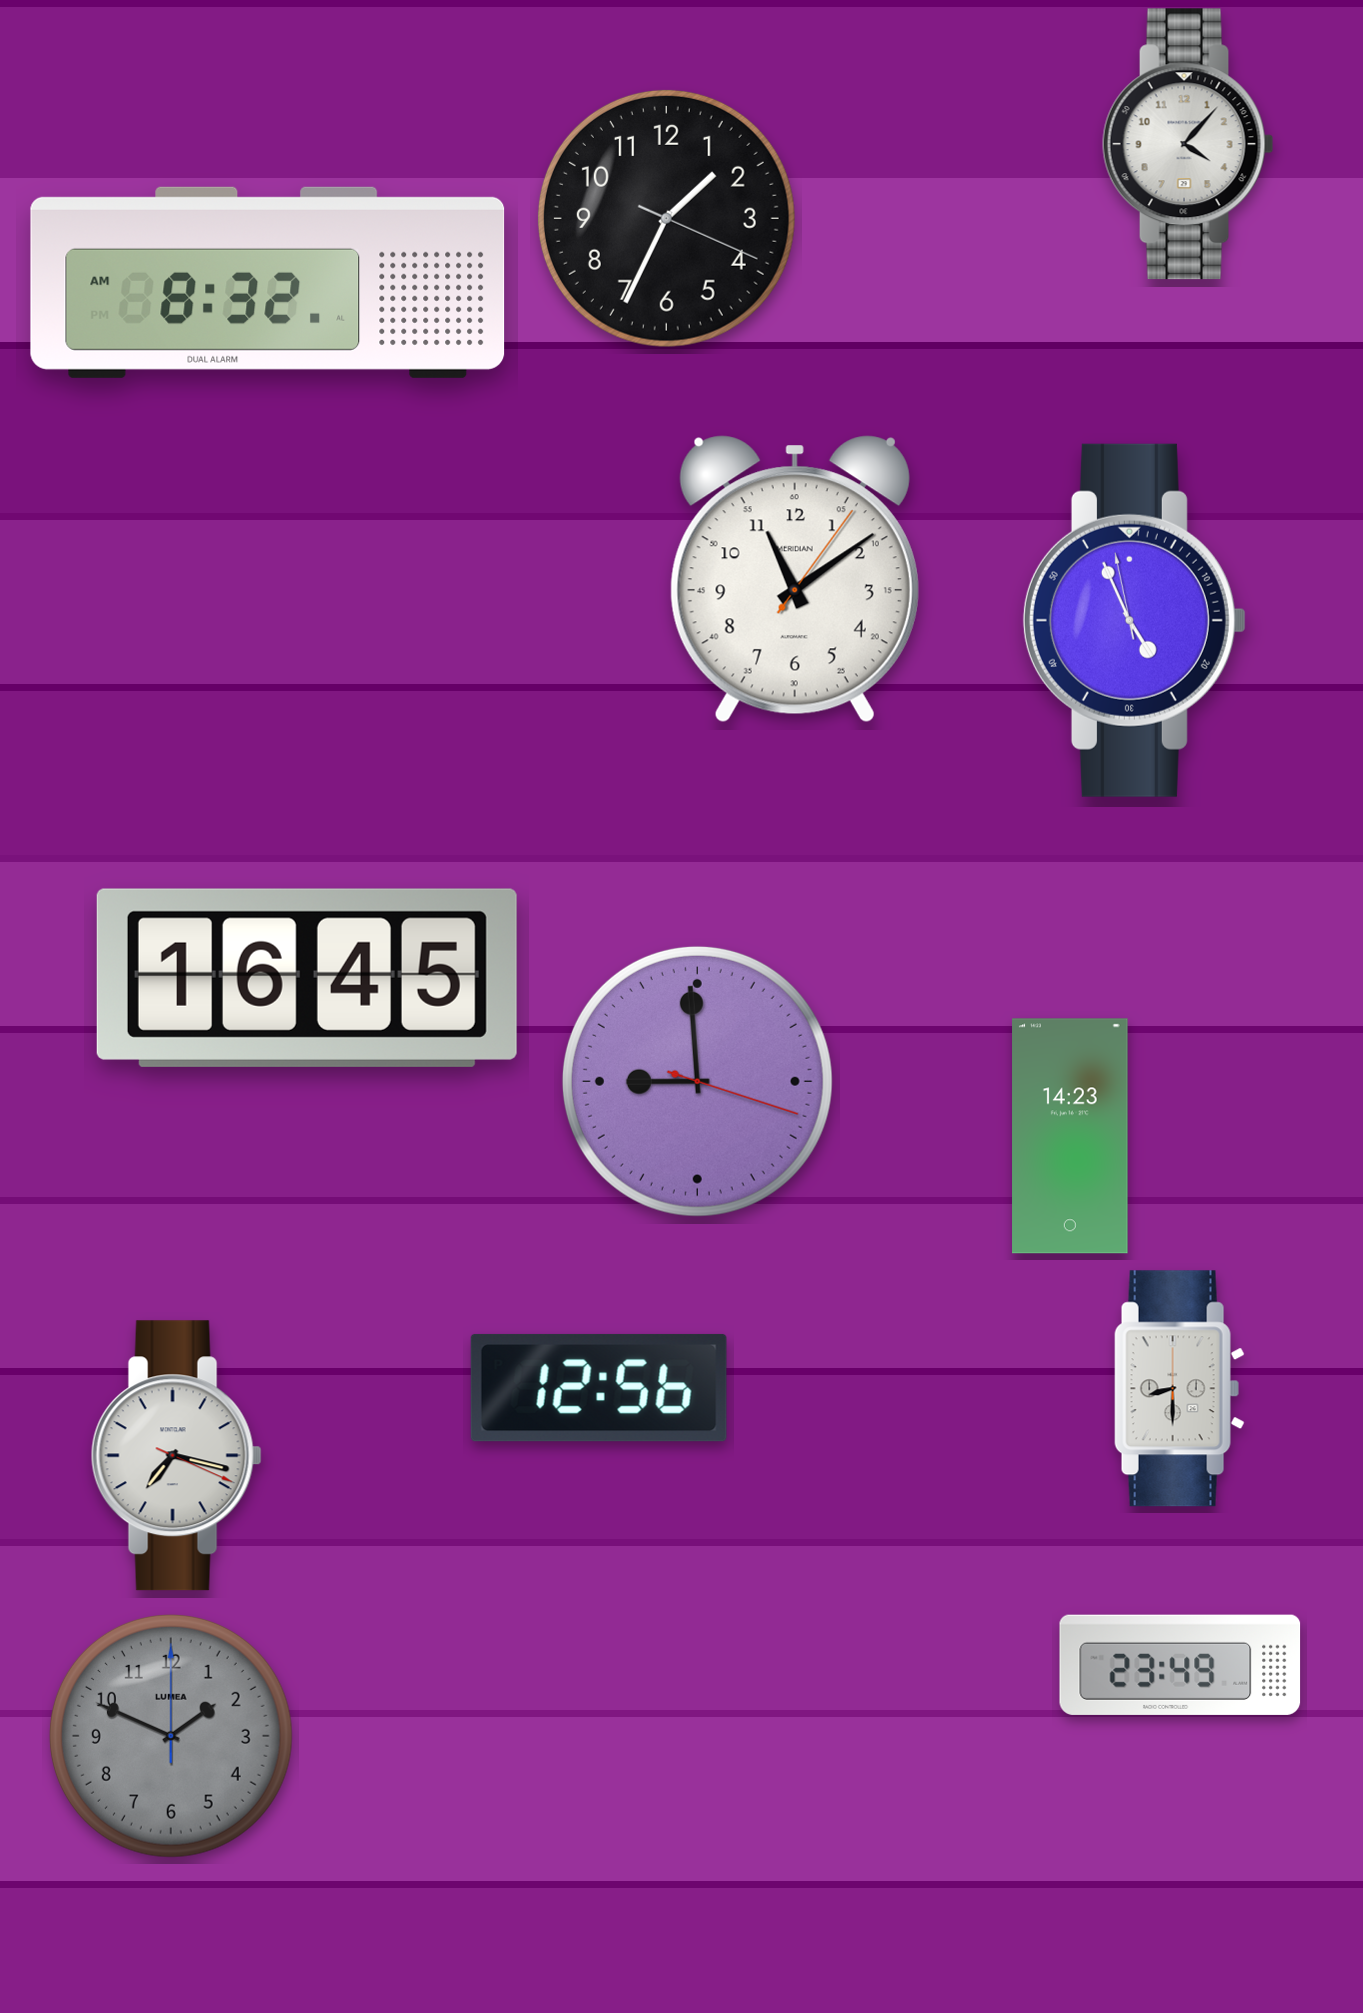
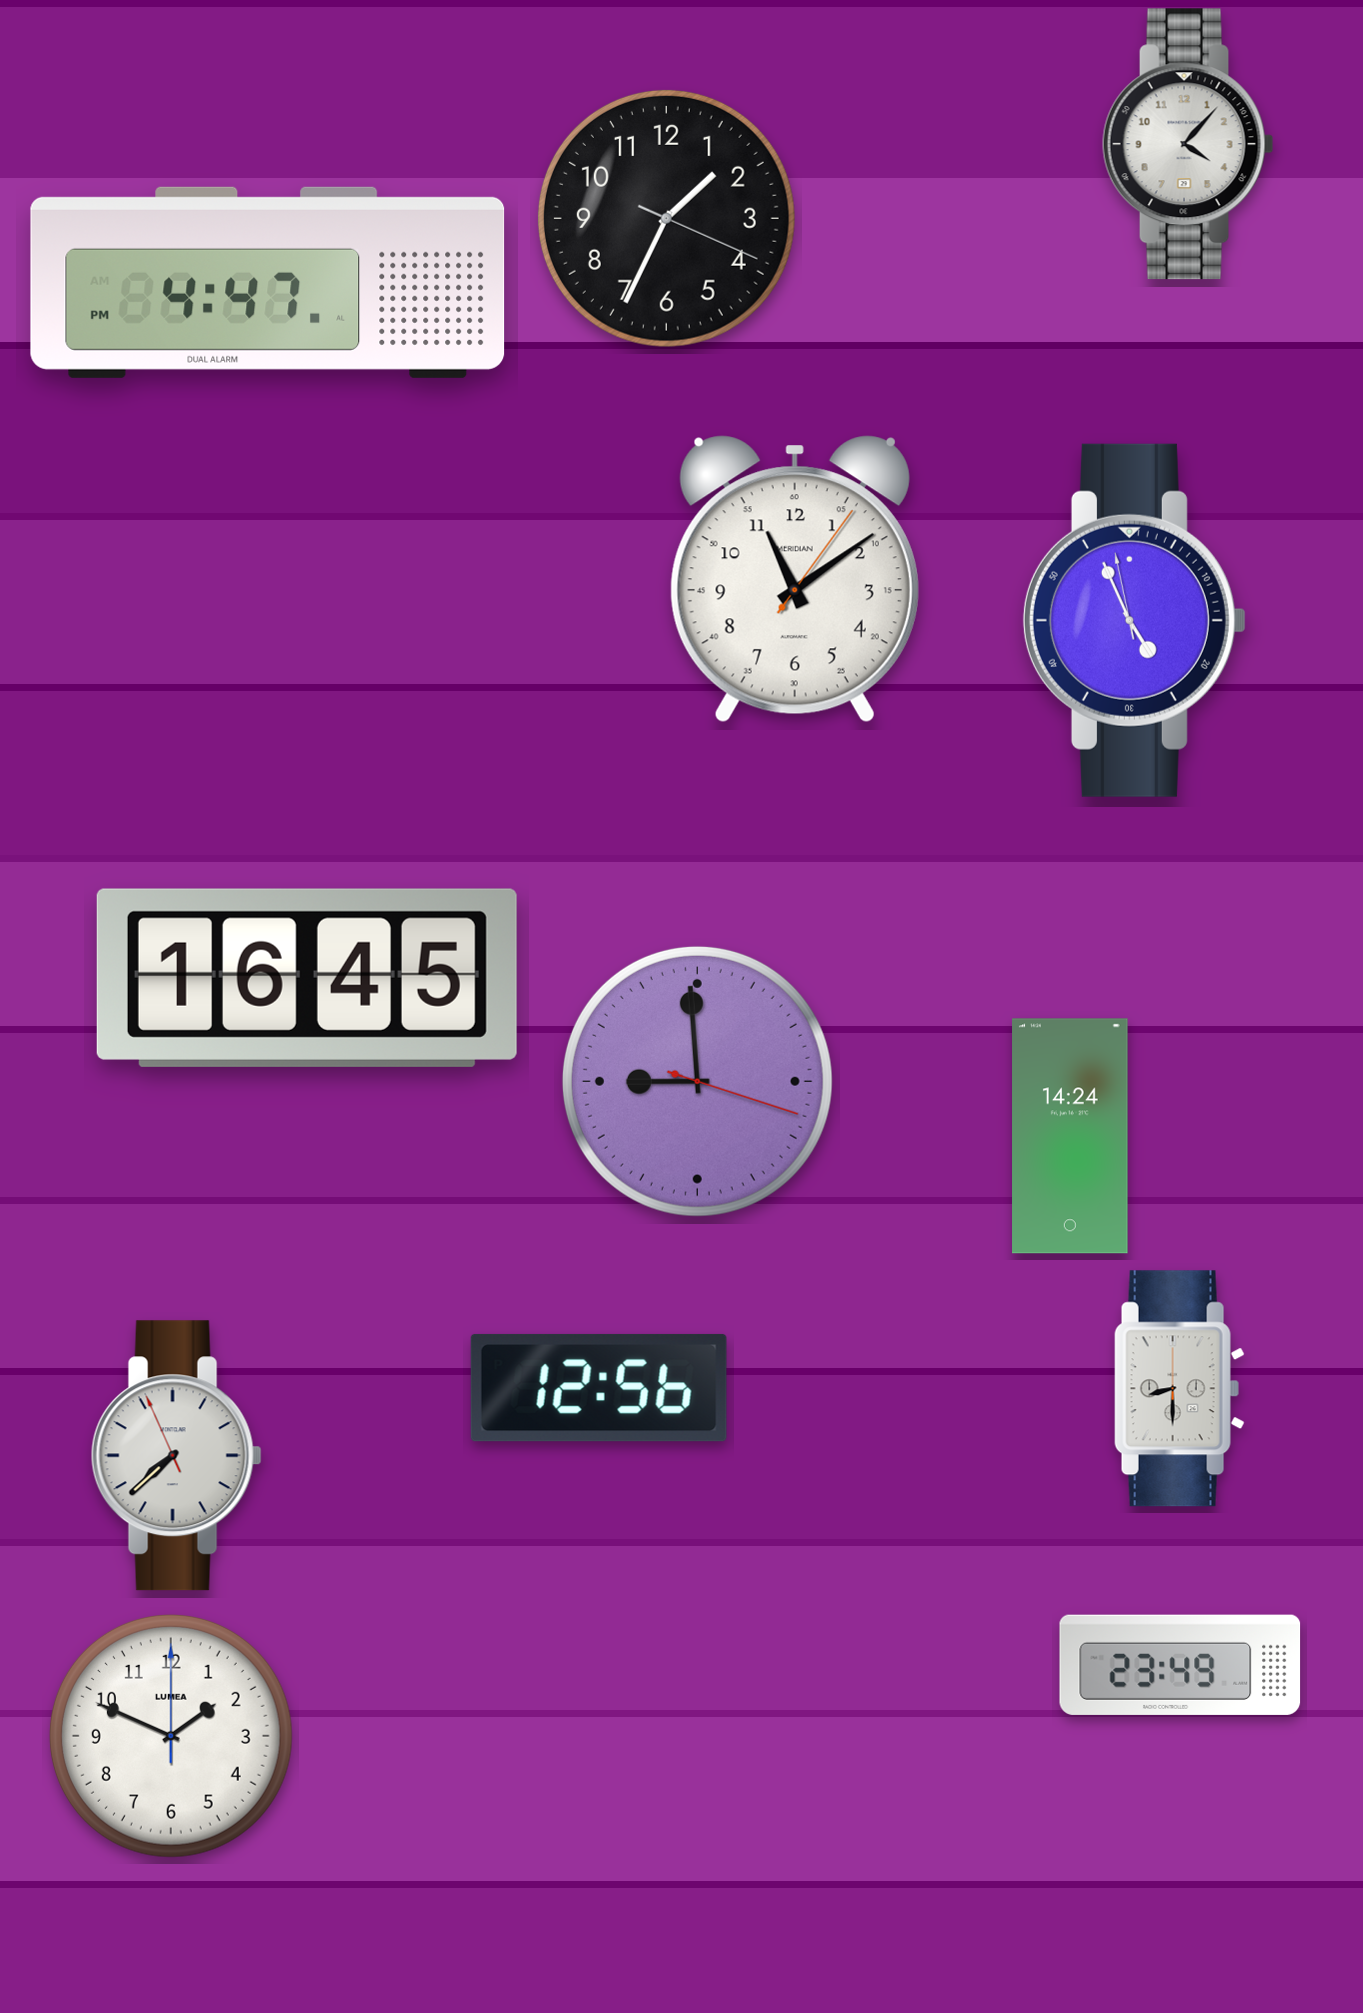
clock at (268, 282): 8:32 -> 4:47
clock at (1070, 1136): 14:23 -> 14:24
clock at (176, 1456): 7:17 -> 7:37
clock at (171, 1736) dial: grey -> white
